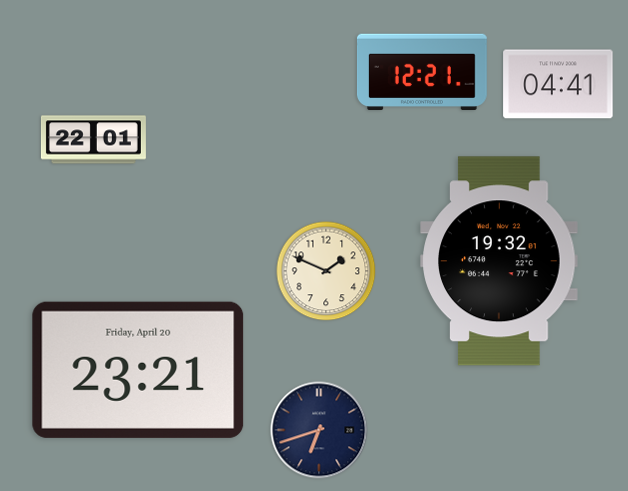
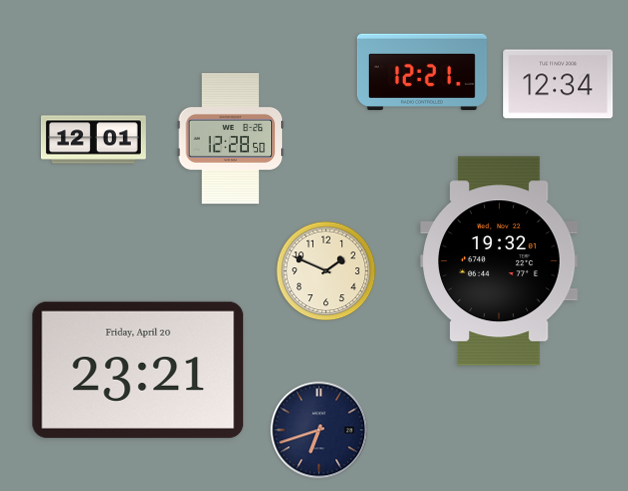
clock at (558, 84): 04:41 -> 12:34
clock at (231, 139): none -> 12:28
clock at (93, 140): 22:01 -> 12:01
